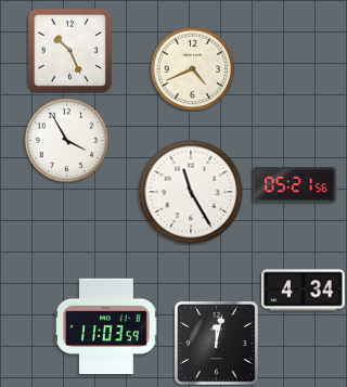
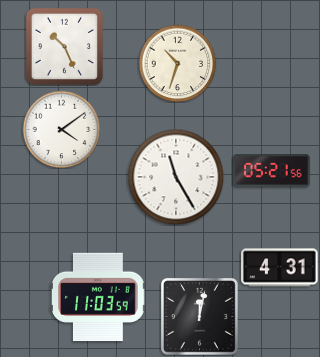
clock at (192, 68): 4:41 -> 10:33
clock at (66, 140): 3:55 -> 4:09
clock at (304, 291): 4:34 -> 4:31
clock at (106, 326) position: (106, 326) -> (98, 297)
